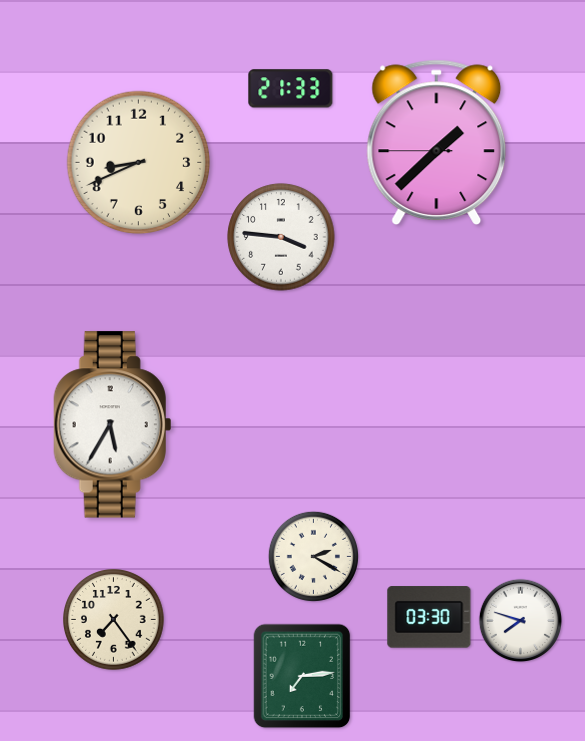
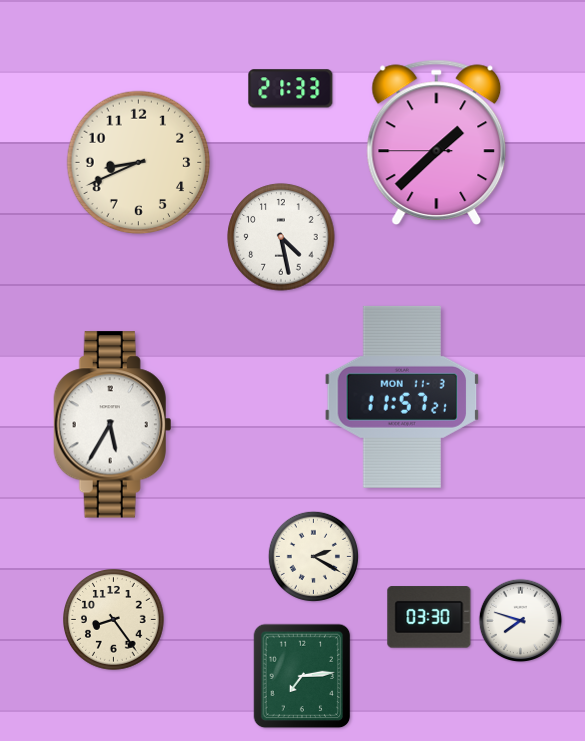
clock at (281, 237): 3:46 -> 4:28
clock at (402, 397): none -> 11:57
clock at (114, 620): 7:24 -> 8:24
